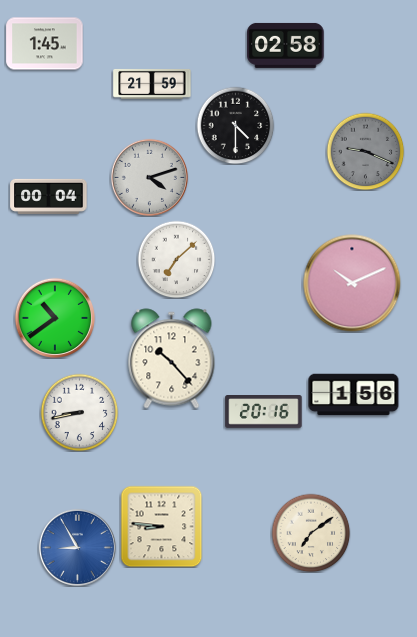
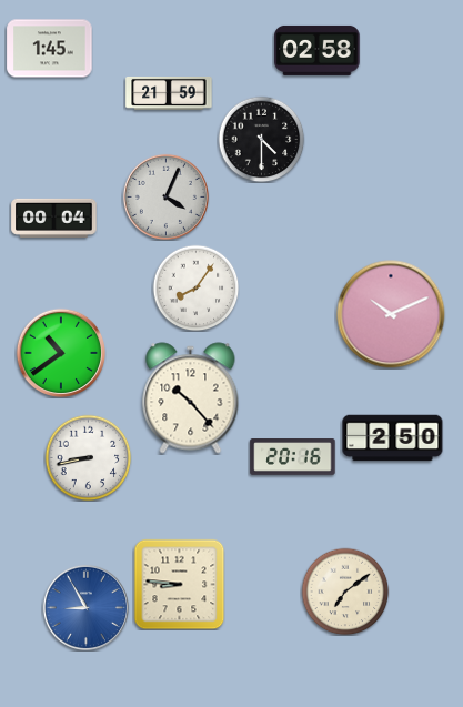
clock at (365, 151): 9:19 -> none
clock at (149, 177): 4:12 -> 4:04
clock at (176, 259): 7:08 -> 8:06
clock at (354, 395): 1:56 -> 2:50
